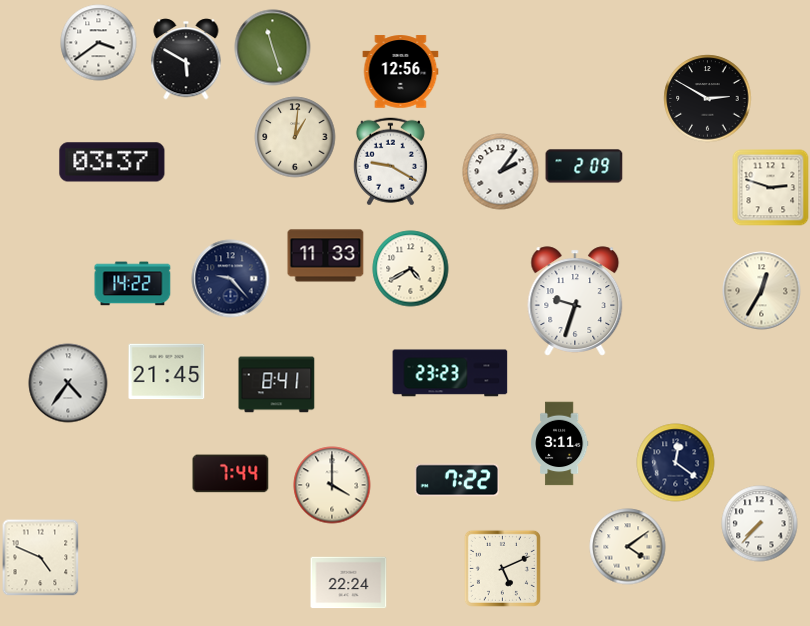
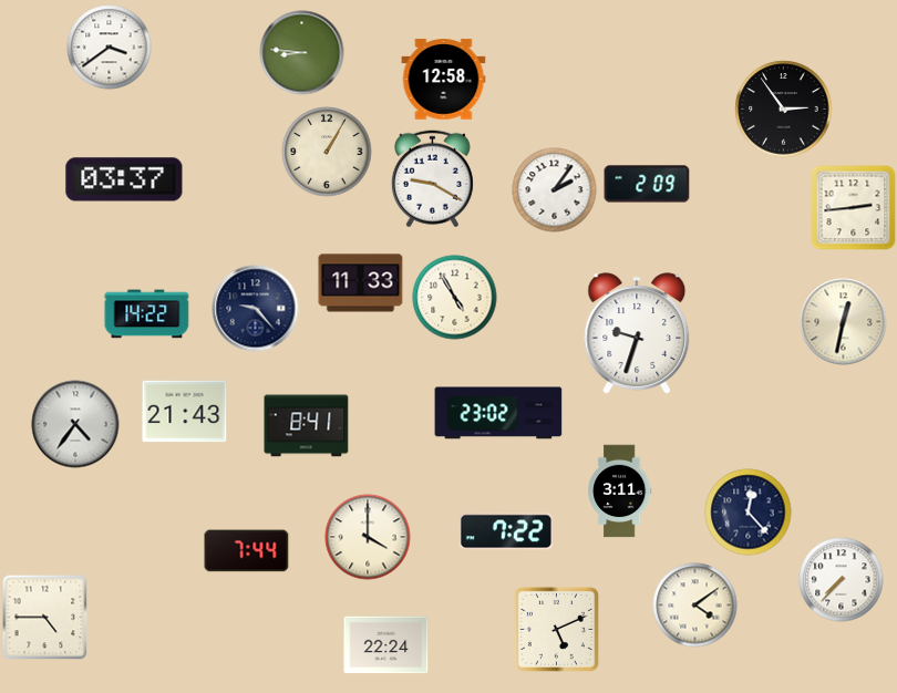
clock at (273, 48): 11:27 -> 8:46
clock at (186, 59): 5:50 -> none
clock at (401, 72): 12:56 -> 12:58
clock at (708, 99): 2:50 -> 2:54
clock at (295, 137): 1:01 -> 1:05
clock at (771, 188): 2:48 -> 2:44
clock at (411, 269): 4:40 -> 4:55
clock at (762, 291): 12:35 -> 12:32
clock at (167, 372): 21:45 -> 21:43
clock at (450, 373): 23:23 -> 23:02
clock at (676, 463): 12:21 -> 12:23
clock at (231, 474) position: (231, 474) -> (247, 551)
clock at (40, 557): 4:49 -> 4:45
